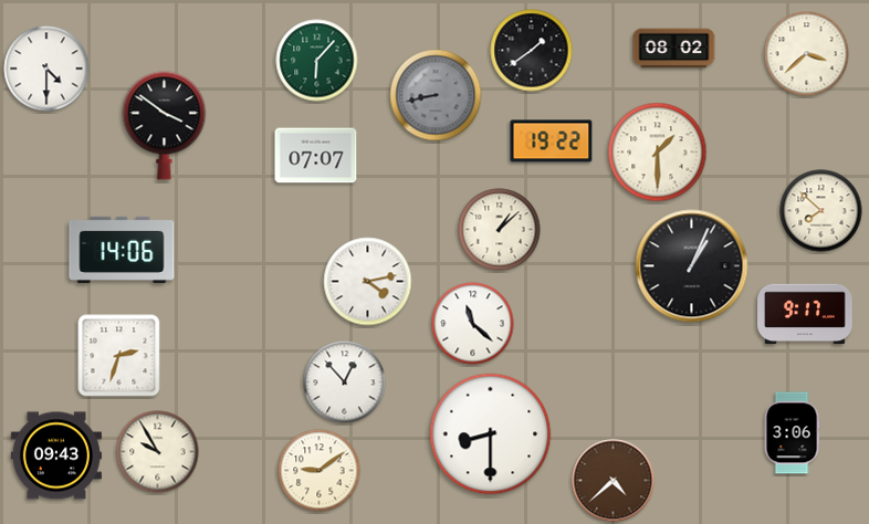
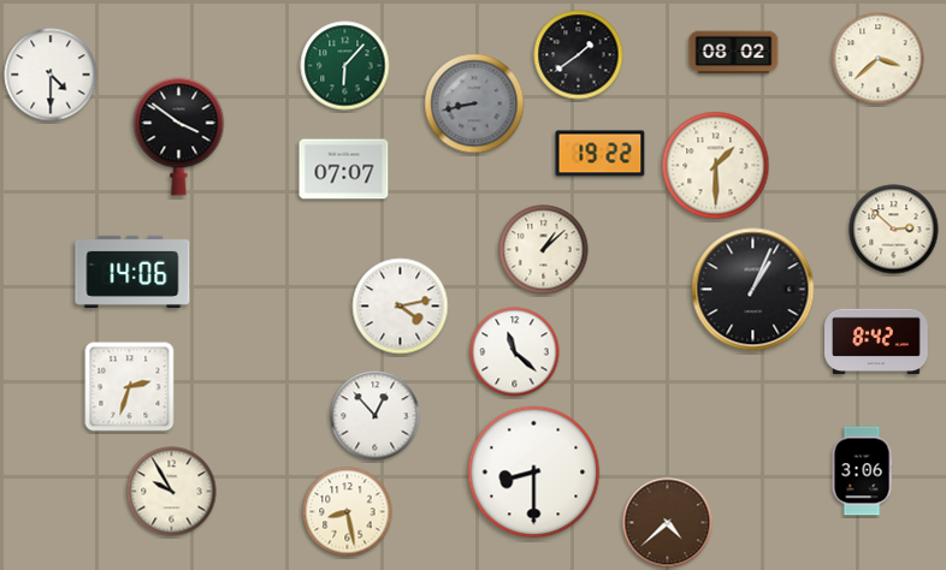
clock at (821, 211): 7:52 -> 2:52
clock at (806, 314): 9:17 -> 8:42
clock at (56, 455): 09:43 -> none
clock at (320, 471): 9:09 -> 8:28
